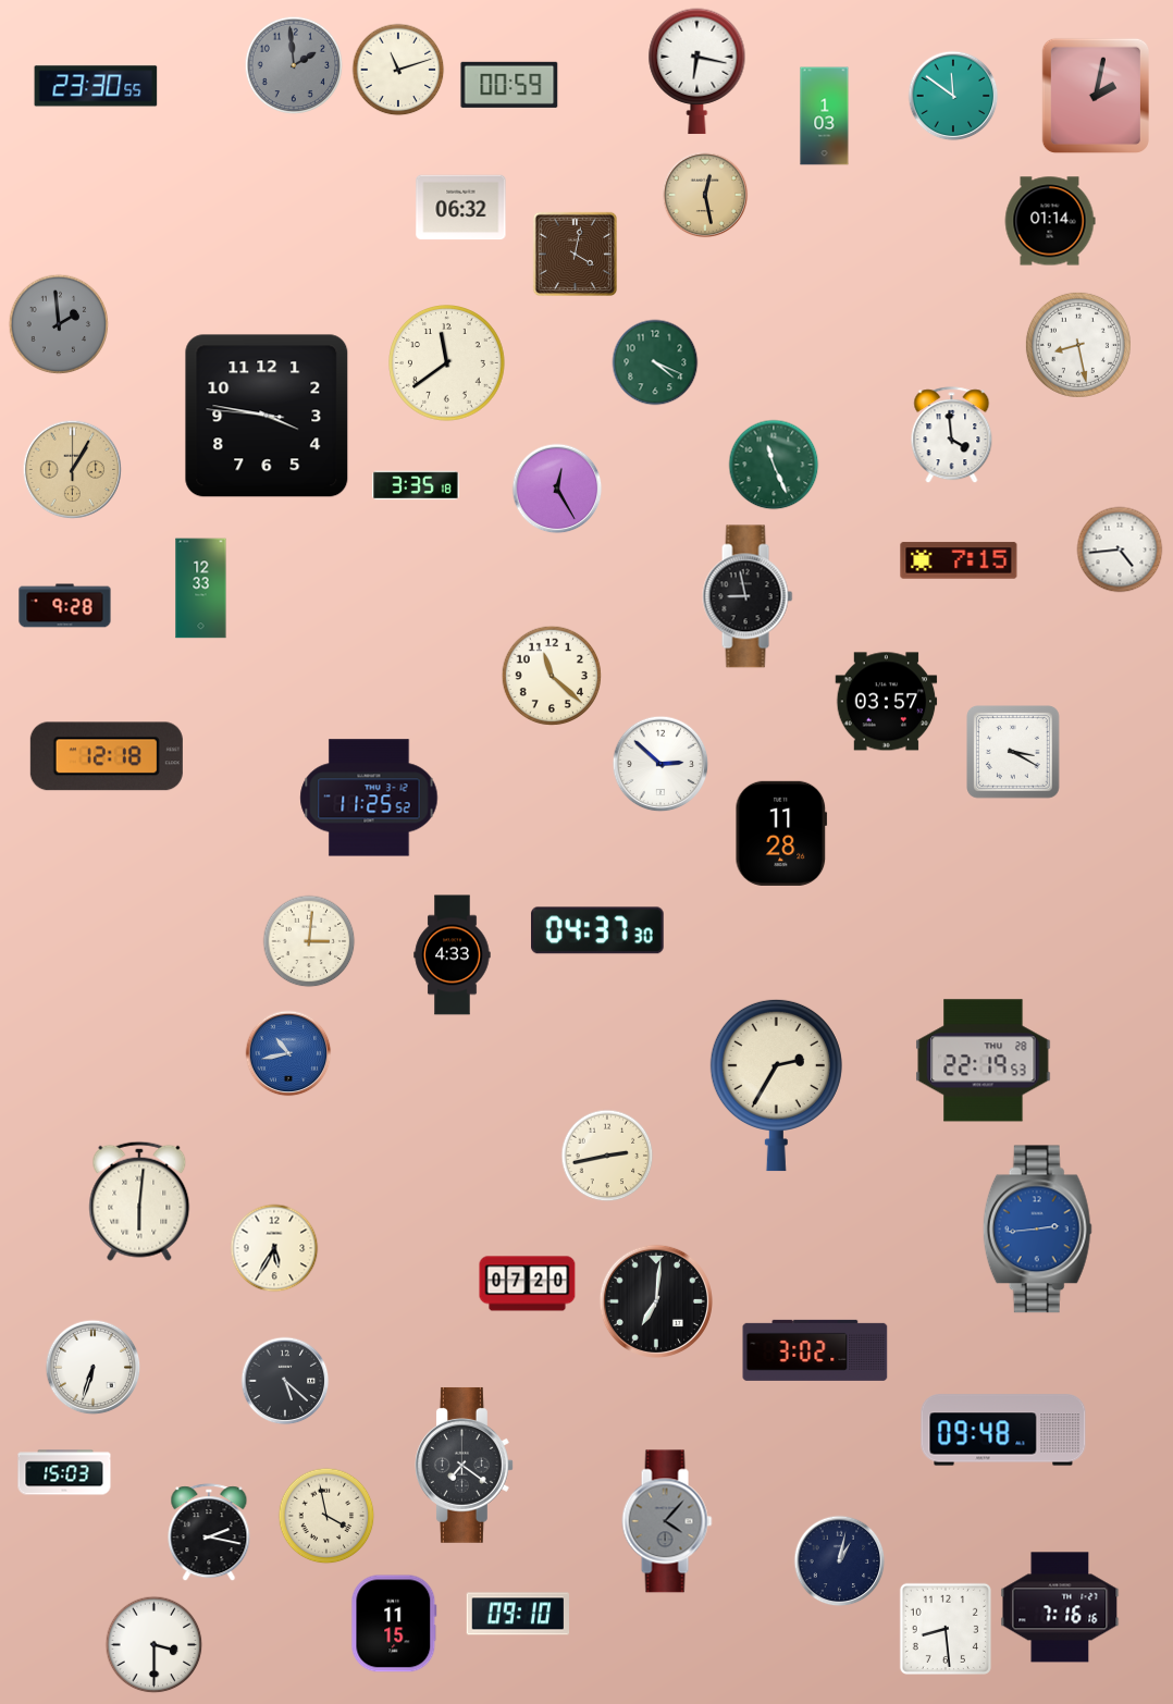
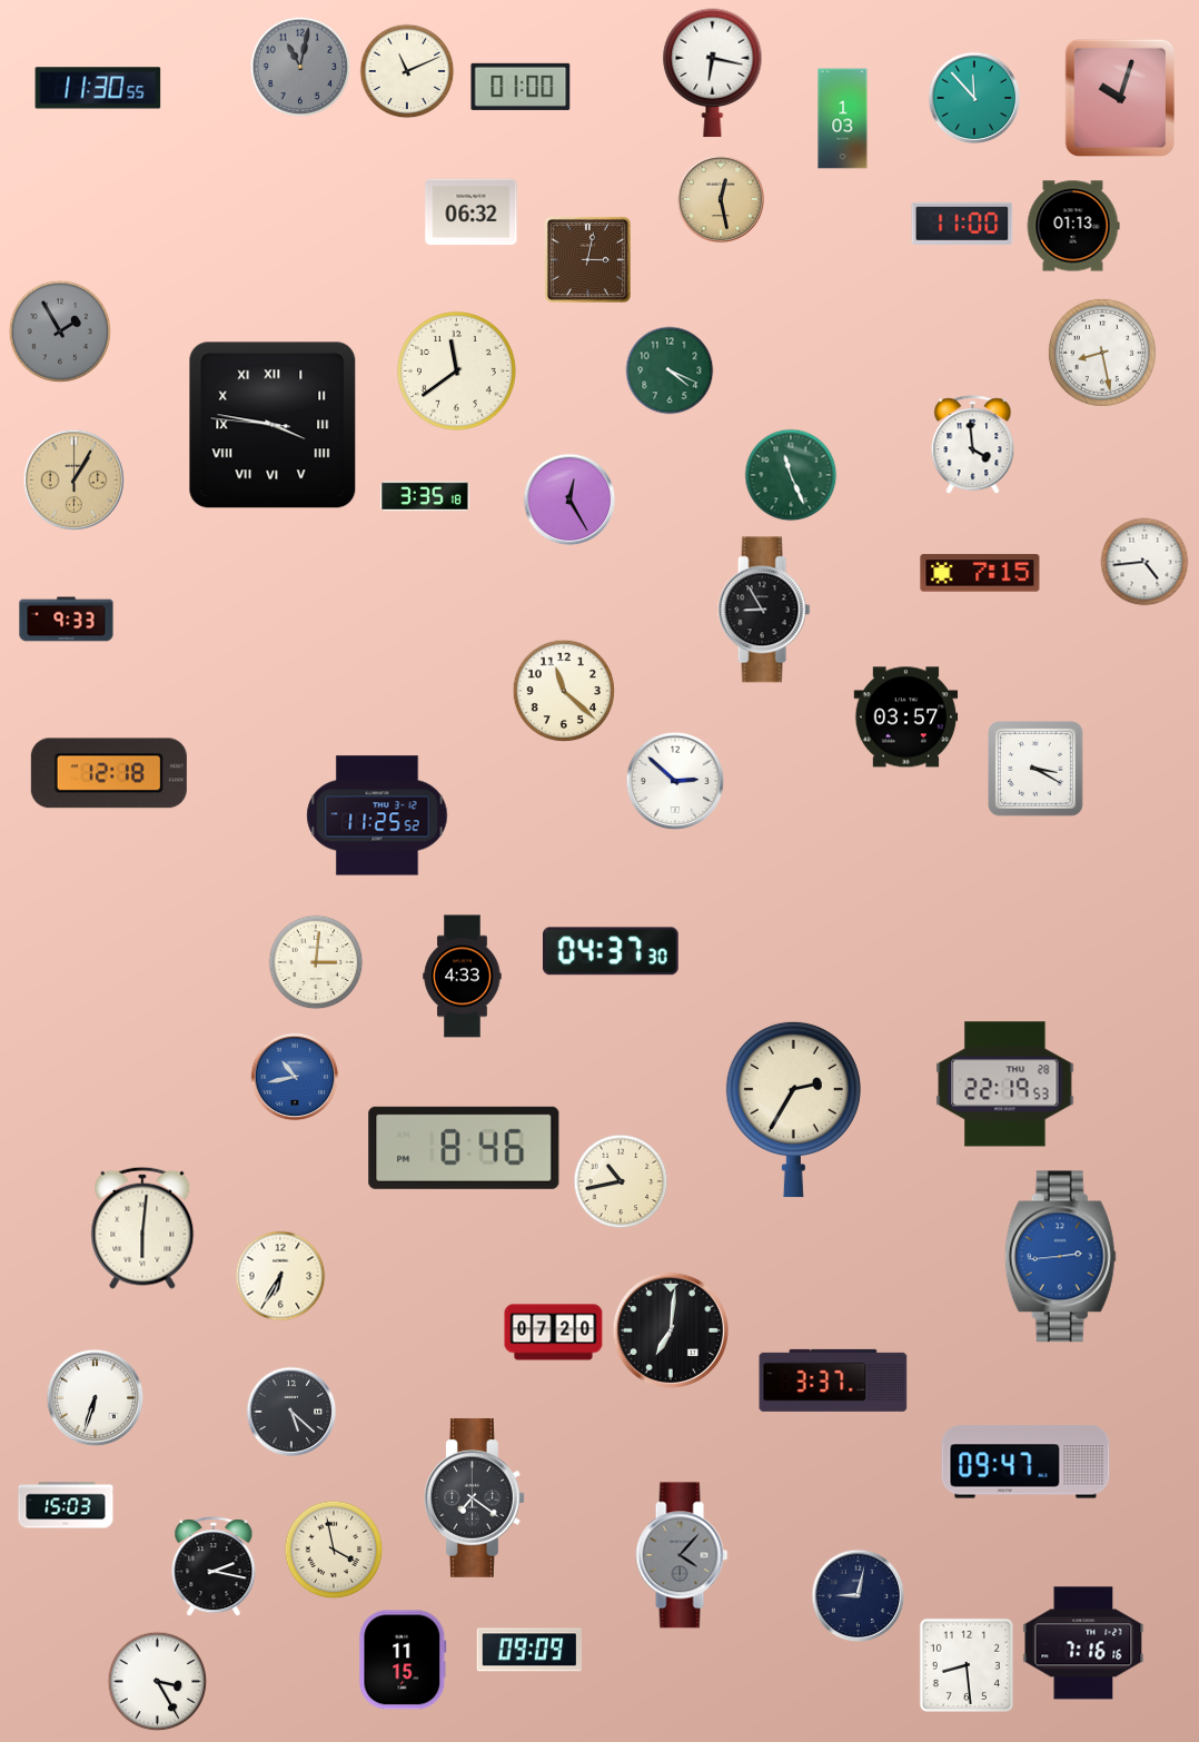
clock at (294, 65): 1:59 -> 11:02
clock at (398, 70): 11:12 -> 11:11
clock at (509, 85): 00:59 -> 01:00
clock at (96, 86): 23:30 -> 11:30
clock at (1095, 95): 2:02 -> 10:03
clock at (953, 96): 11:51 -> 11:53
clock at (962, 224): none -> 11:00
clock at (1050, 221): 01:14 -> 01:13
clock at (575, 254): 4:02 -> 3:02
clock at (59, 324): 1:59 -> 1:55
clock at (267, 416) numerals: Arabic -> Roman
clock at (201, 589): 12:33 -> none
clock at (748, 596): 8:58 -> 8:55
clock at (65, 606): 9:28 -> 9:33
clock at (781, 834): 11:28 -> none
clock at (464, 1148): none -> 8:46
clock at (607, 1156): 2:43 -> 10:43
clock at (274, 1248): 5:35 -> 6:35
clock at (528, 1284) position: (528, 1284) -> (554, 1333)
clock at (815, 1350): 3:02 -> 3:37
clock at (1003, 1430): 09:48 -> 09:47
clock at (840, 1561): 1:02 -> 9:02
clock at (517, 1614): 09:10 -> 09:09
clock at (155, 1645): 3:30 -> 3:25
